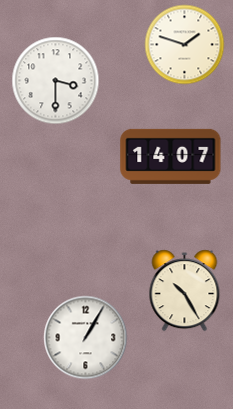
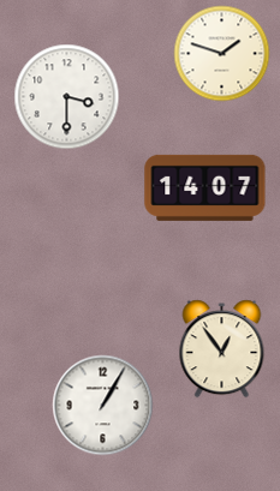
clock at (185, 290): 10:25 -> 12:54
